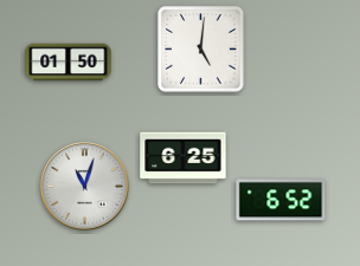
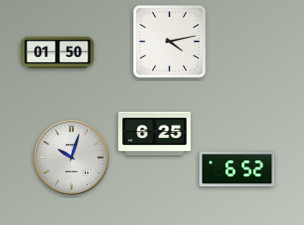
clock at (201, 50): 5:01 -> 4:13
clock at (85, 187): 11:03 -> 10:03
